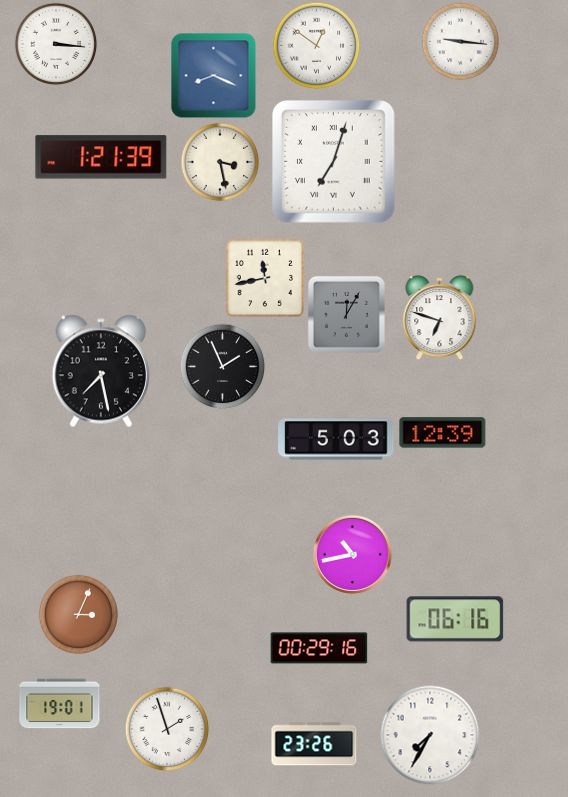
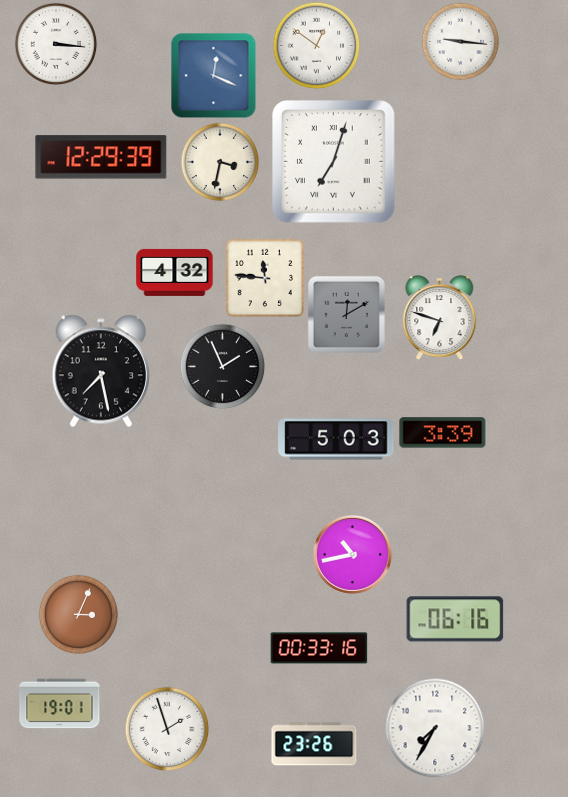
clock at (214, 76): 8:19 -> 12:19
clock at (101, 157): 1:21 -> 12:29
clock at (220, 162): 3:28 -> 3:32
clock at (175, 272): none -> 4:32
clock at (264, 277): 11:43 -> 11:46
clock at (346, 314): 12:05 -> 12:10
clock at (443, 433): 12:39 -> 3:39
clock at (319, 648): 00:29 -> 00:33
clock at (430, 735) position: (430, 735) -> (435, 728)
